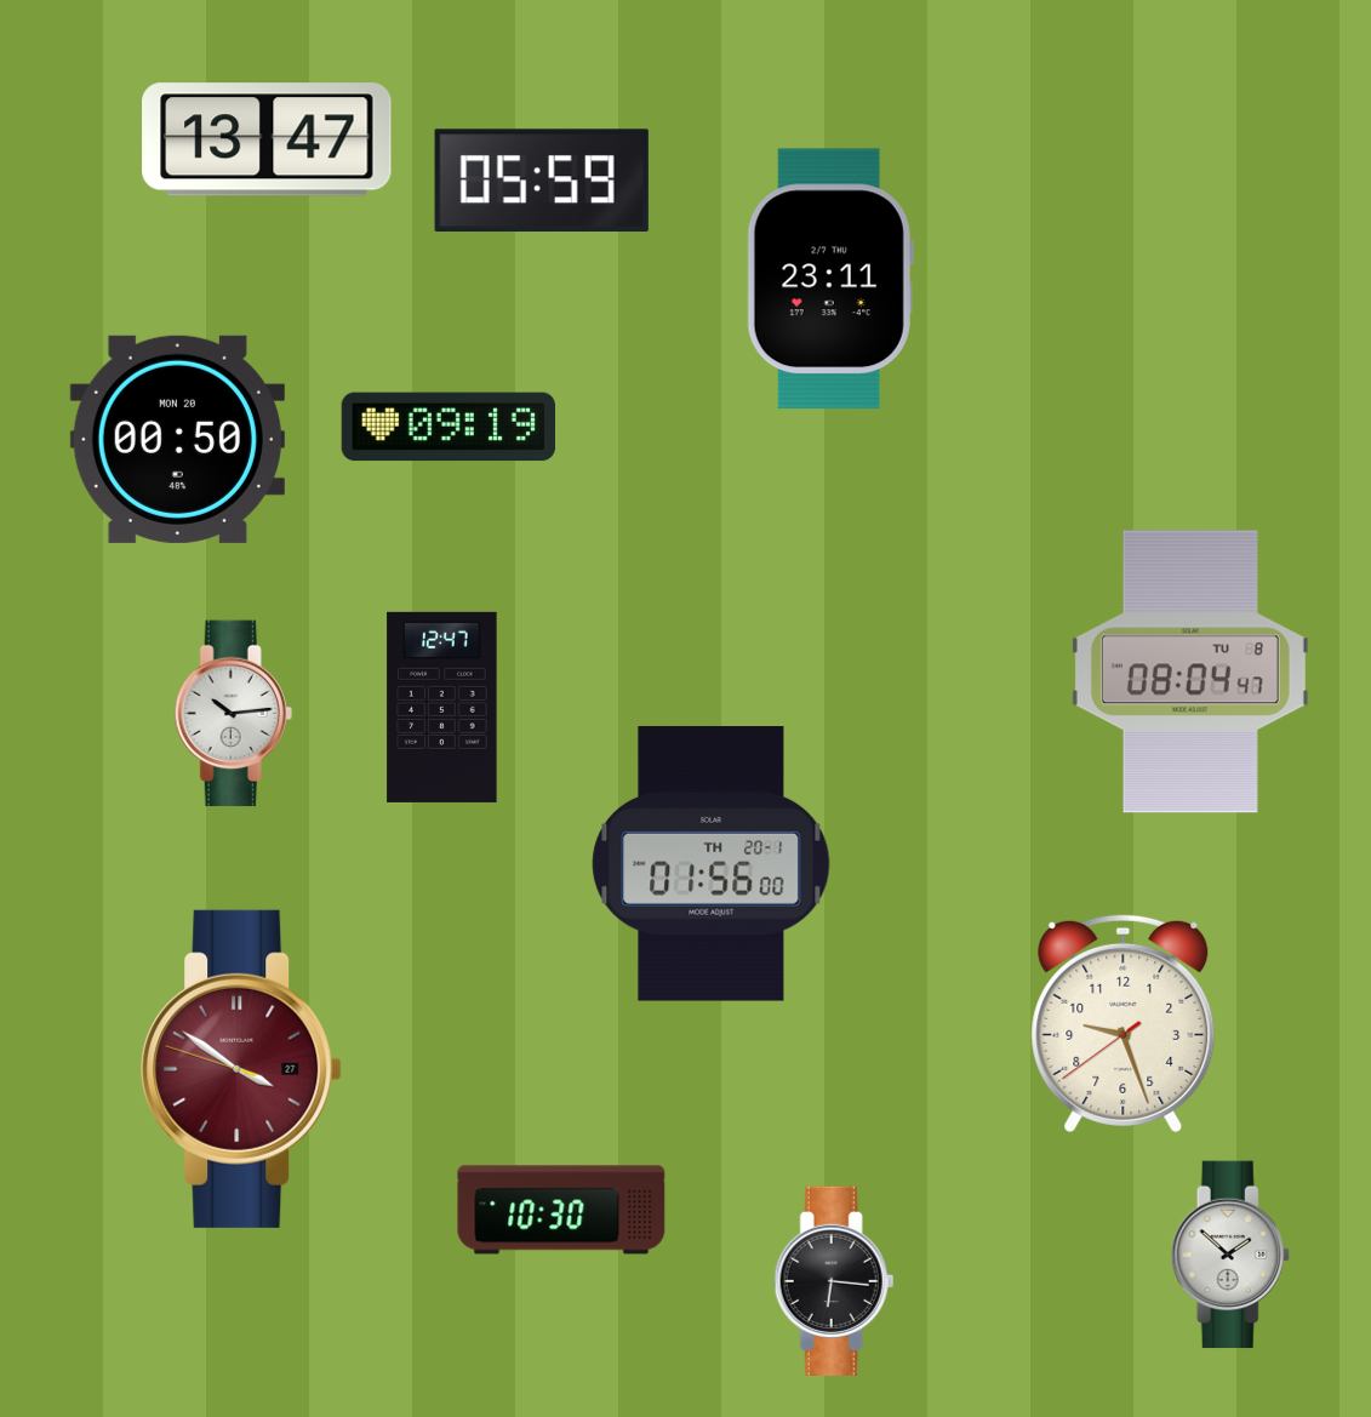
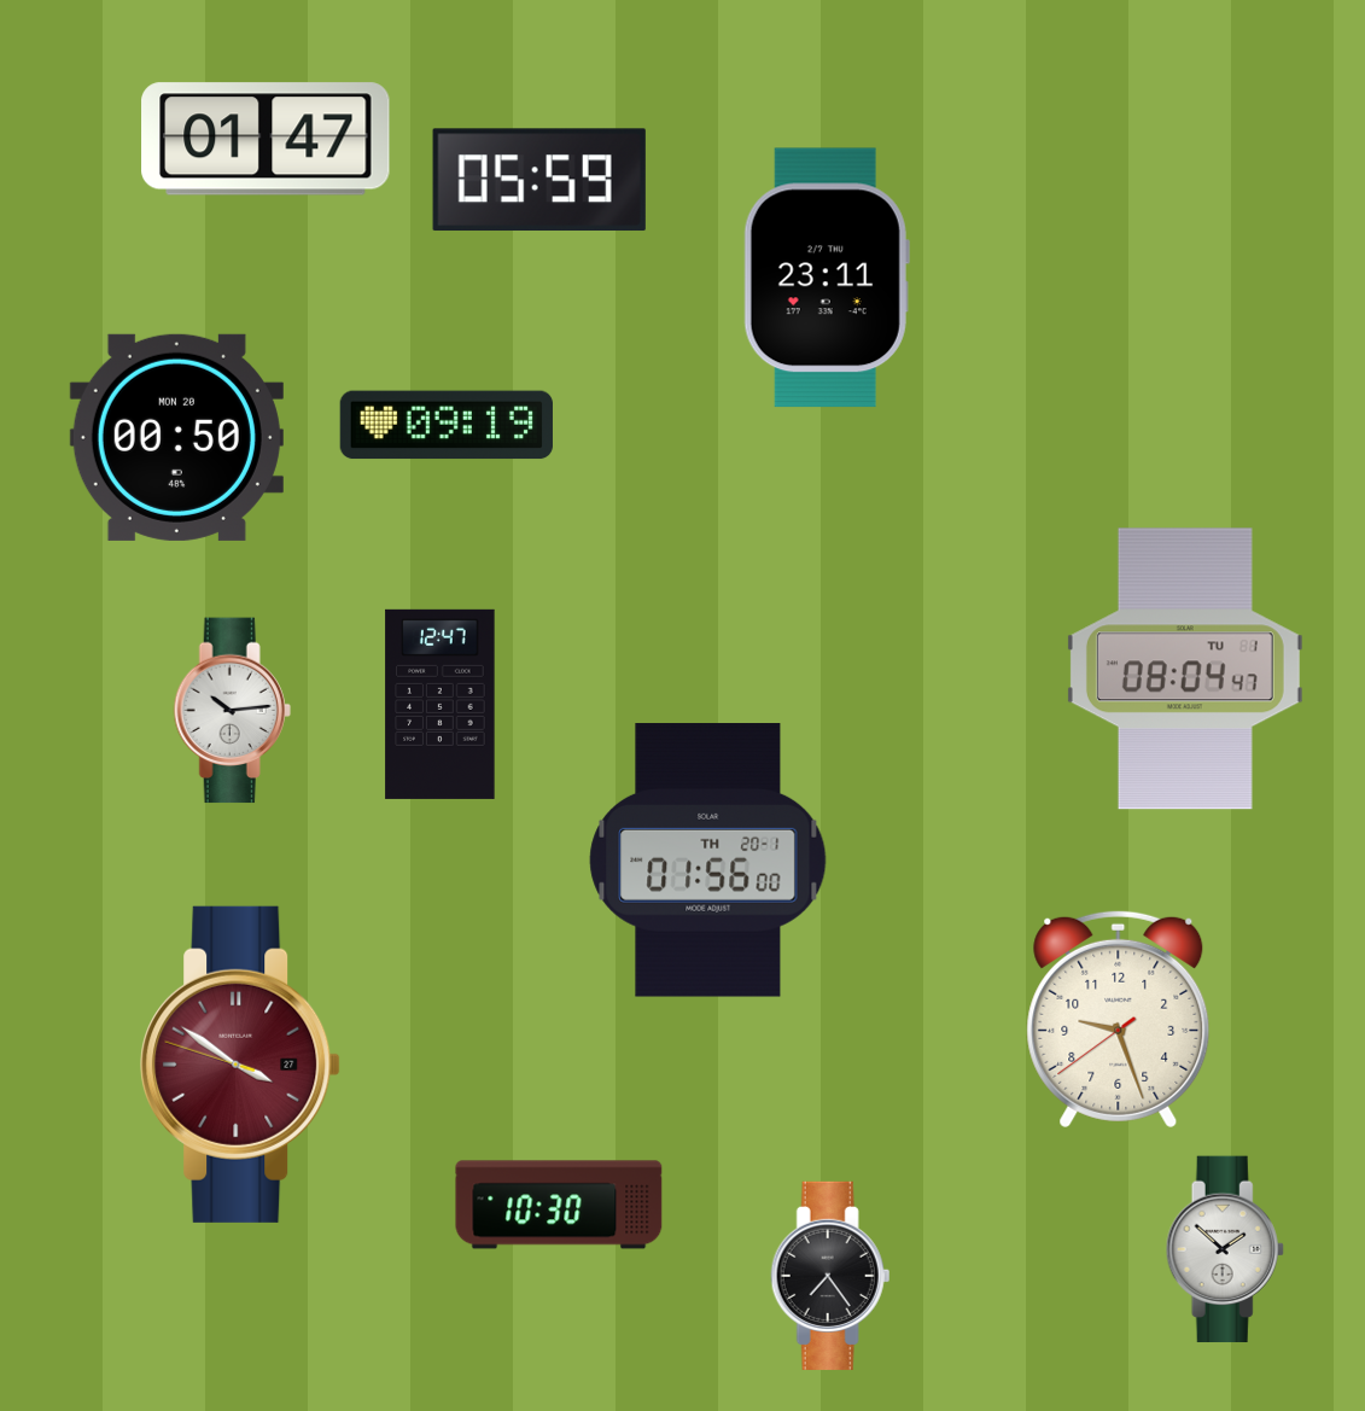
clock at (267, 139): 13:47 -> 01:47
clock at (1190, 672) date: TU 8 -> TU 1
clock at (834, 1281): 6:16 -> 7:24
